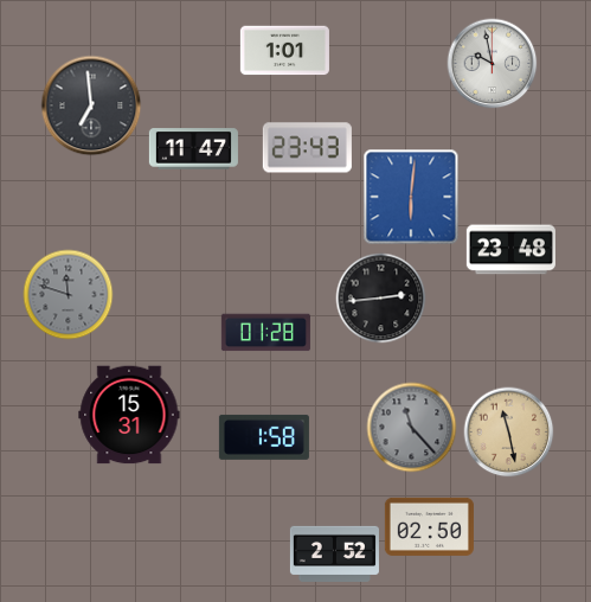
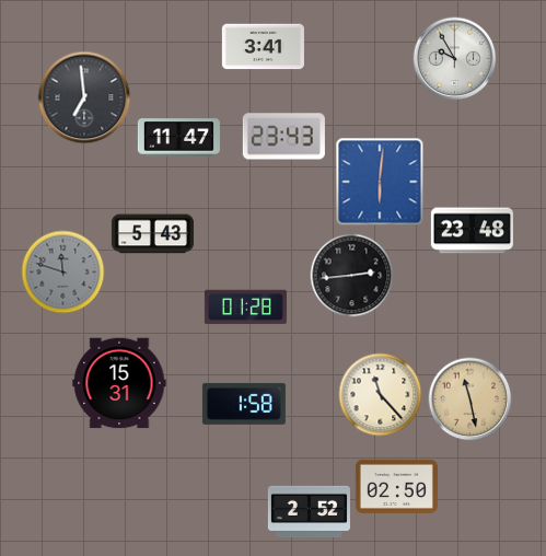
clock at (284, 51): 1:01 -> 3:41
clock at (493, 64): 9:58 -> 9:55
clock at (152, 234): none -> 5:43
clock at (412, 428) dial: grey -> cream
